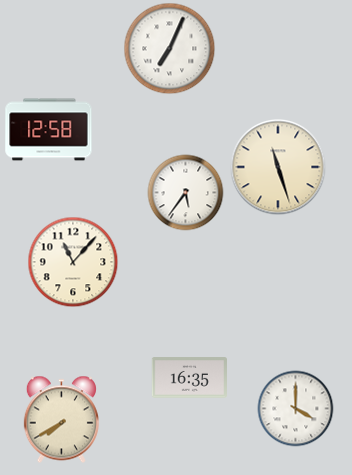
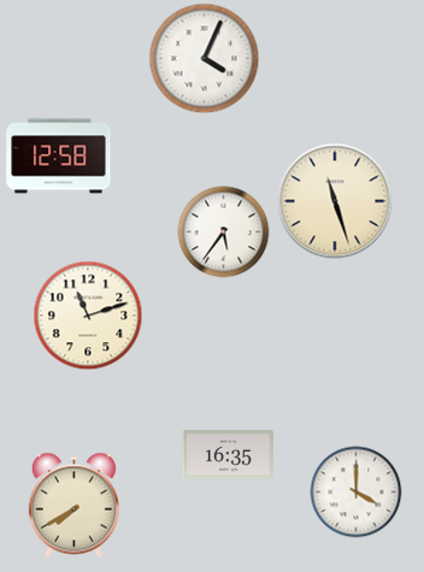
clock at (170, 49): 7:04 -> 4:04
clock at (73, 262): 11:07 -> 11:12
